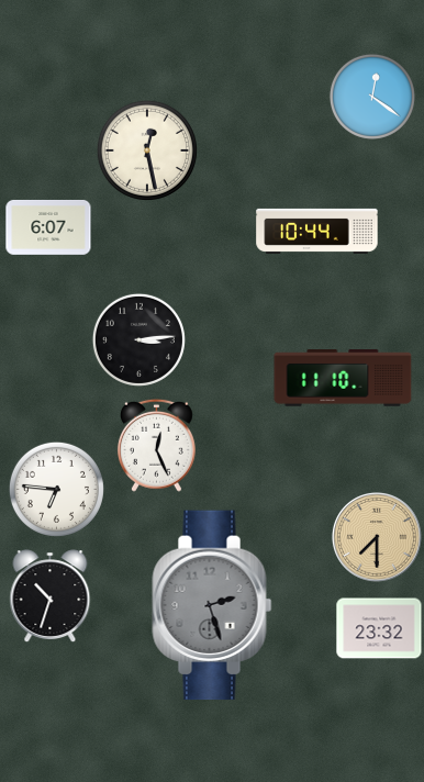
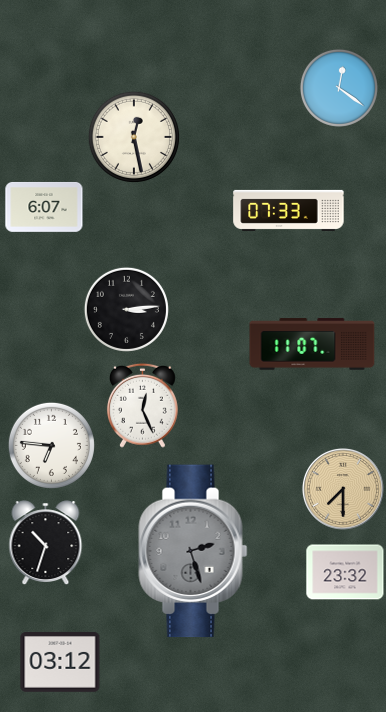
clock at (317, 231): 10:44 -> 07:33
clock at (343, 378): 11:10 -> 11:07
clock at (60, 663): none -> 03:12
